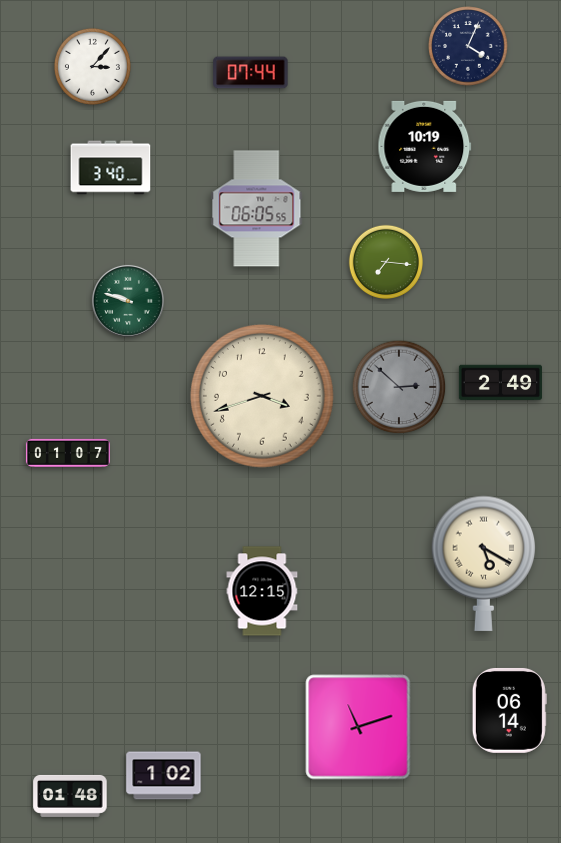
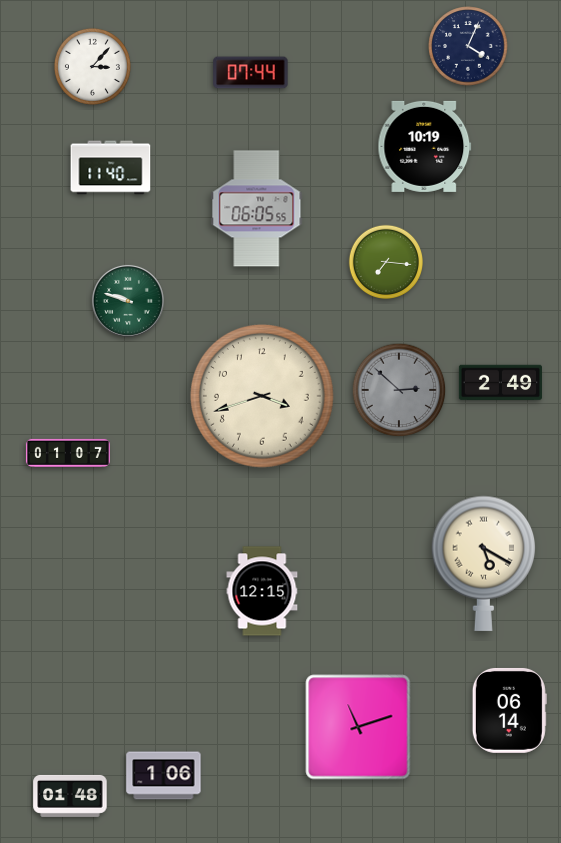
clock at (111, 168): 3:40 -> 11:40
clock at (399, 387) position: (399, 387) -> (399, 390)
clock at (164, 776): 1:02 -> 1:06
